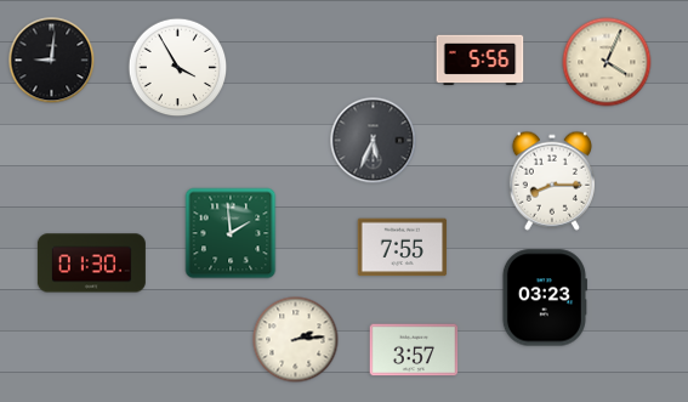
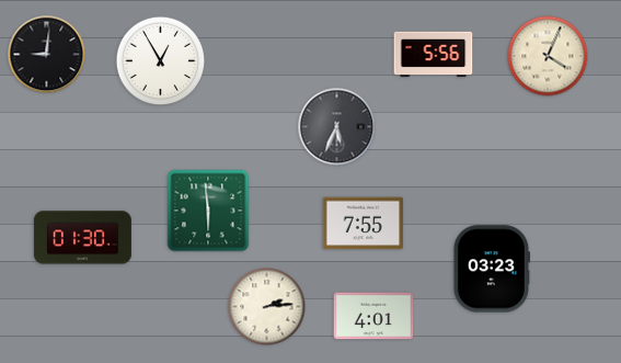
clock at (178, 68): 3:55 -> 12:55
clock at (552, 181): 8:15 -> none
clock at (231, 233): 1:59 -> 5:59
clock at (414, 350): 3:57 -> 4:01
